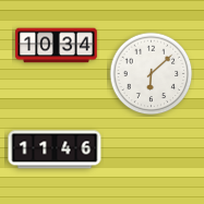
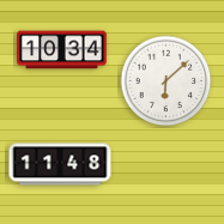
clock at (55, 149): 11:46 -> 11:48
